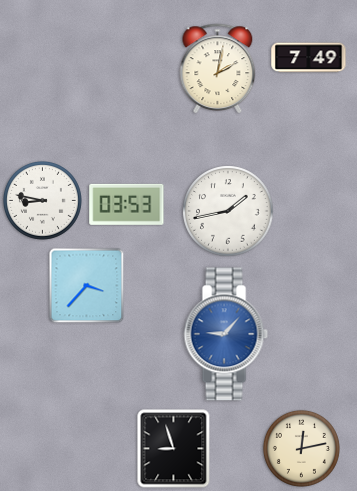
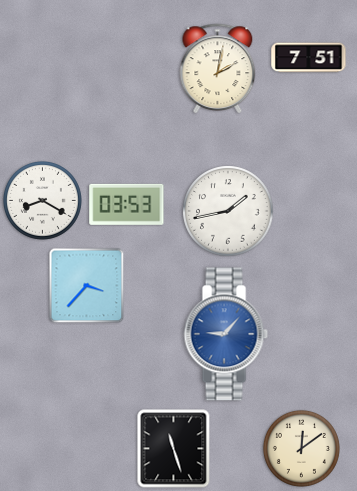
clock at (309, 58): 7:49 -> 7:51
clock at (42, 200): 8:47 -> 8:20
clock at (301, 448): 12:13 -> 12:09
clock at (174, 449): 8:57 -> 11:27
